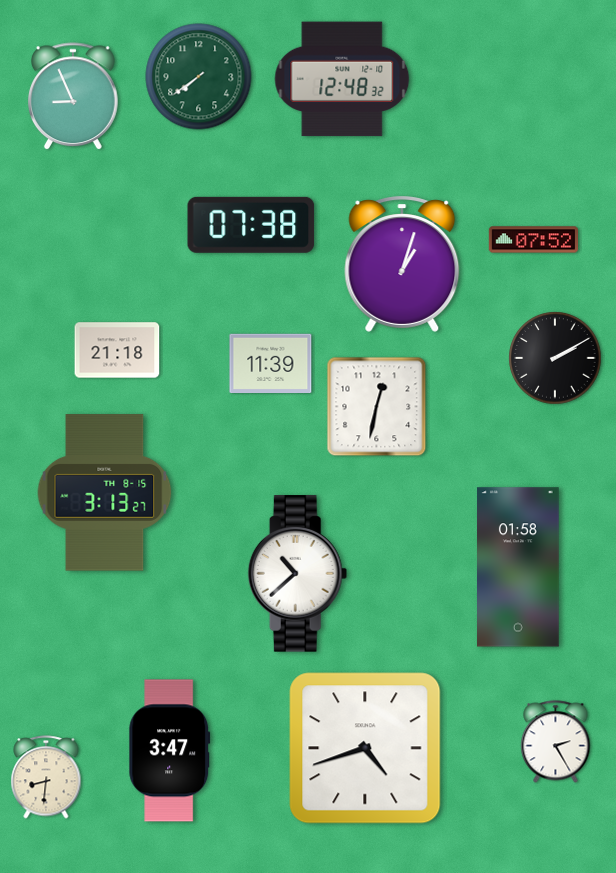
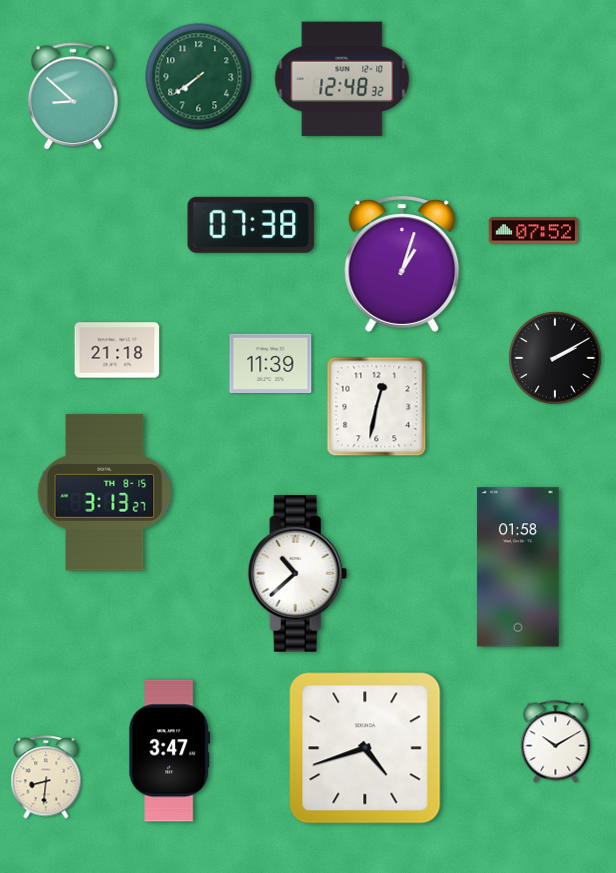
clock at (74, 97): 8:56 -> 8:52
clock at (533, 240) position: (533, 240) -> (533, 231)
clock at (556, 742): 2:25 -> 10:10
